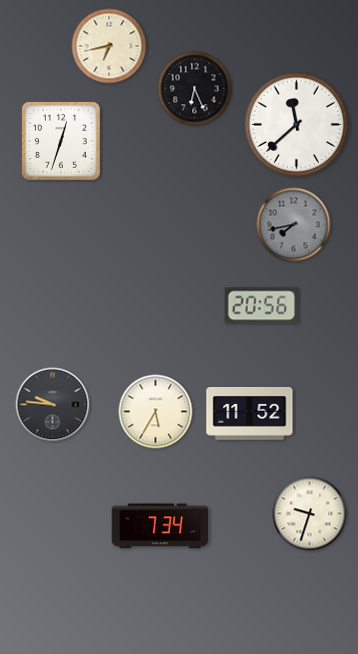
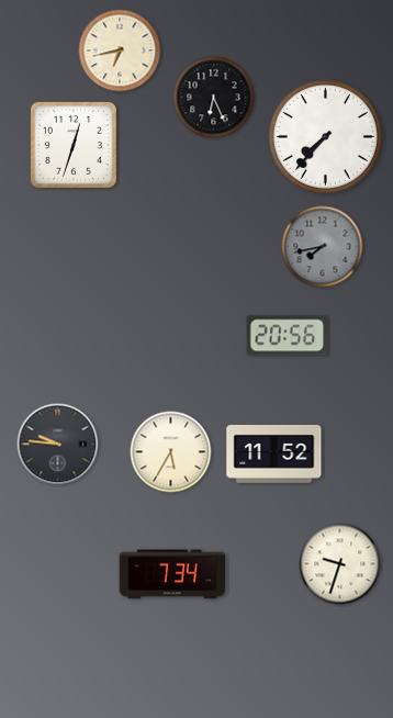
clock at (296, 124): 11:38 -> 7:37
clock at (61, 141) position: (61, 141) -> (74, 145)
clock at (160, 526) position: (160, 526) -> (172, 574)
